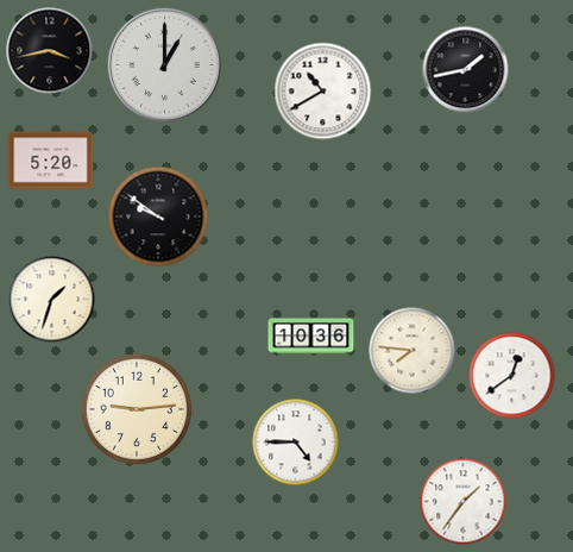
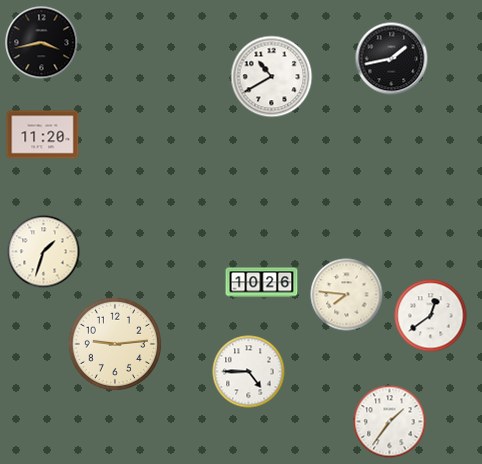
clock at (164, 64): 1:00 -> none
clock at (51, 161): 5:20 -> 11:20
clock at (158, 217): 9:51 -> none
clock at (311, 337): 10:36 -> 10:26
